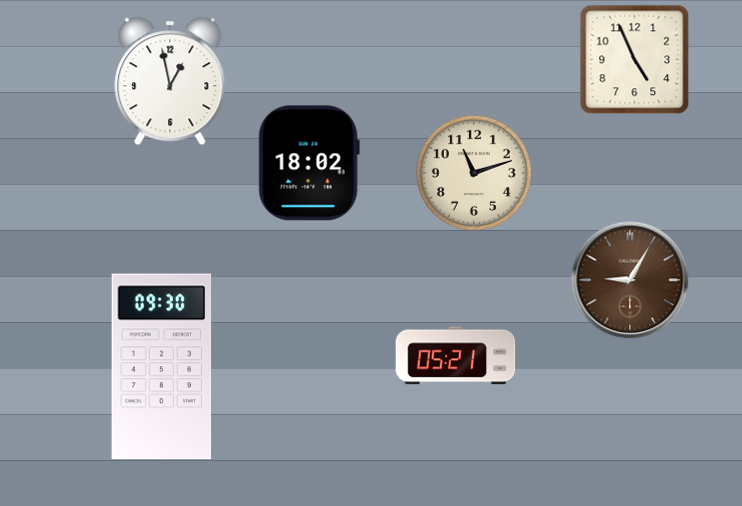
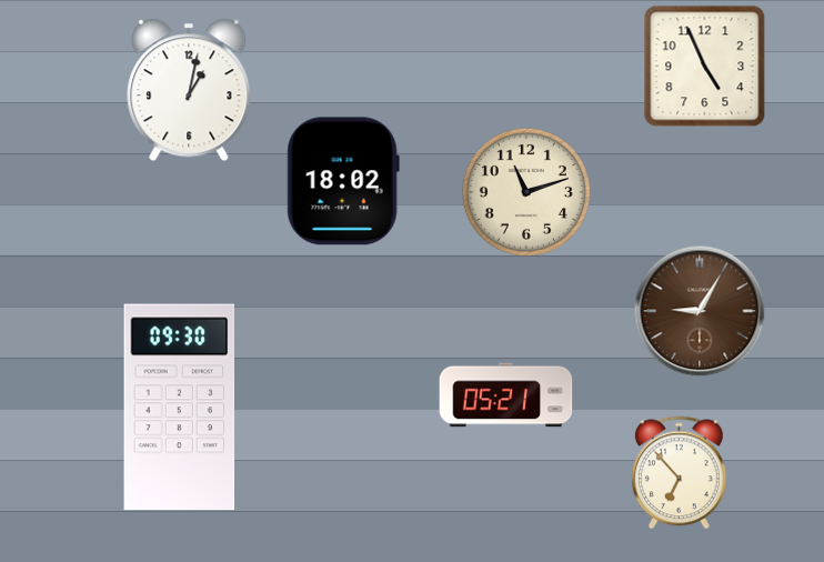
clock at (170, 81): 12:58 -> 1:02
clock at (679, 473): none -> 6:53
